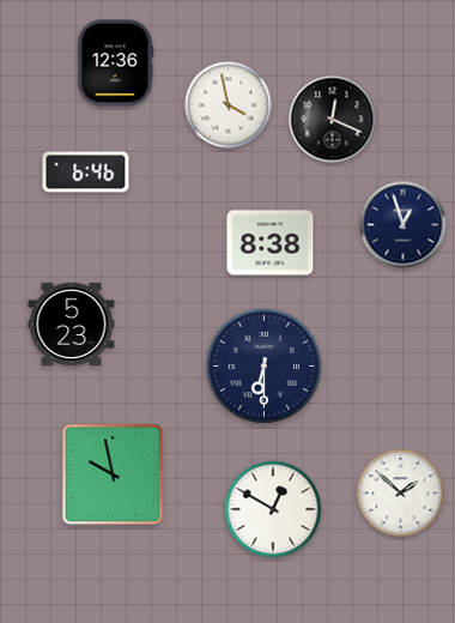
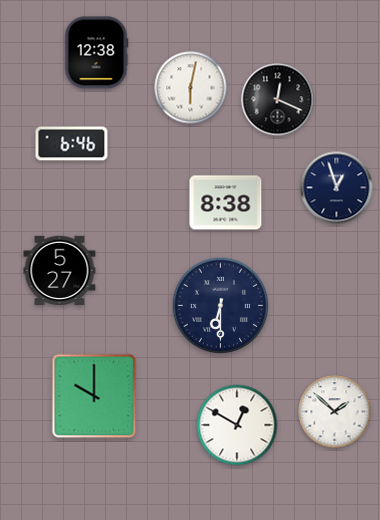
clock at (115, 63): 12:36 -> 12:38
clock at (229, 105): 3:58 -> 6:02
clock at (72, 323): 5:23 -> 5:27
clock at (113, 474): 9:58 -> 10:00
clock at (273, 509) position: (273, 509) -> (237, 425)
